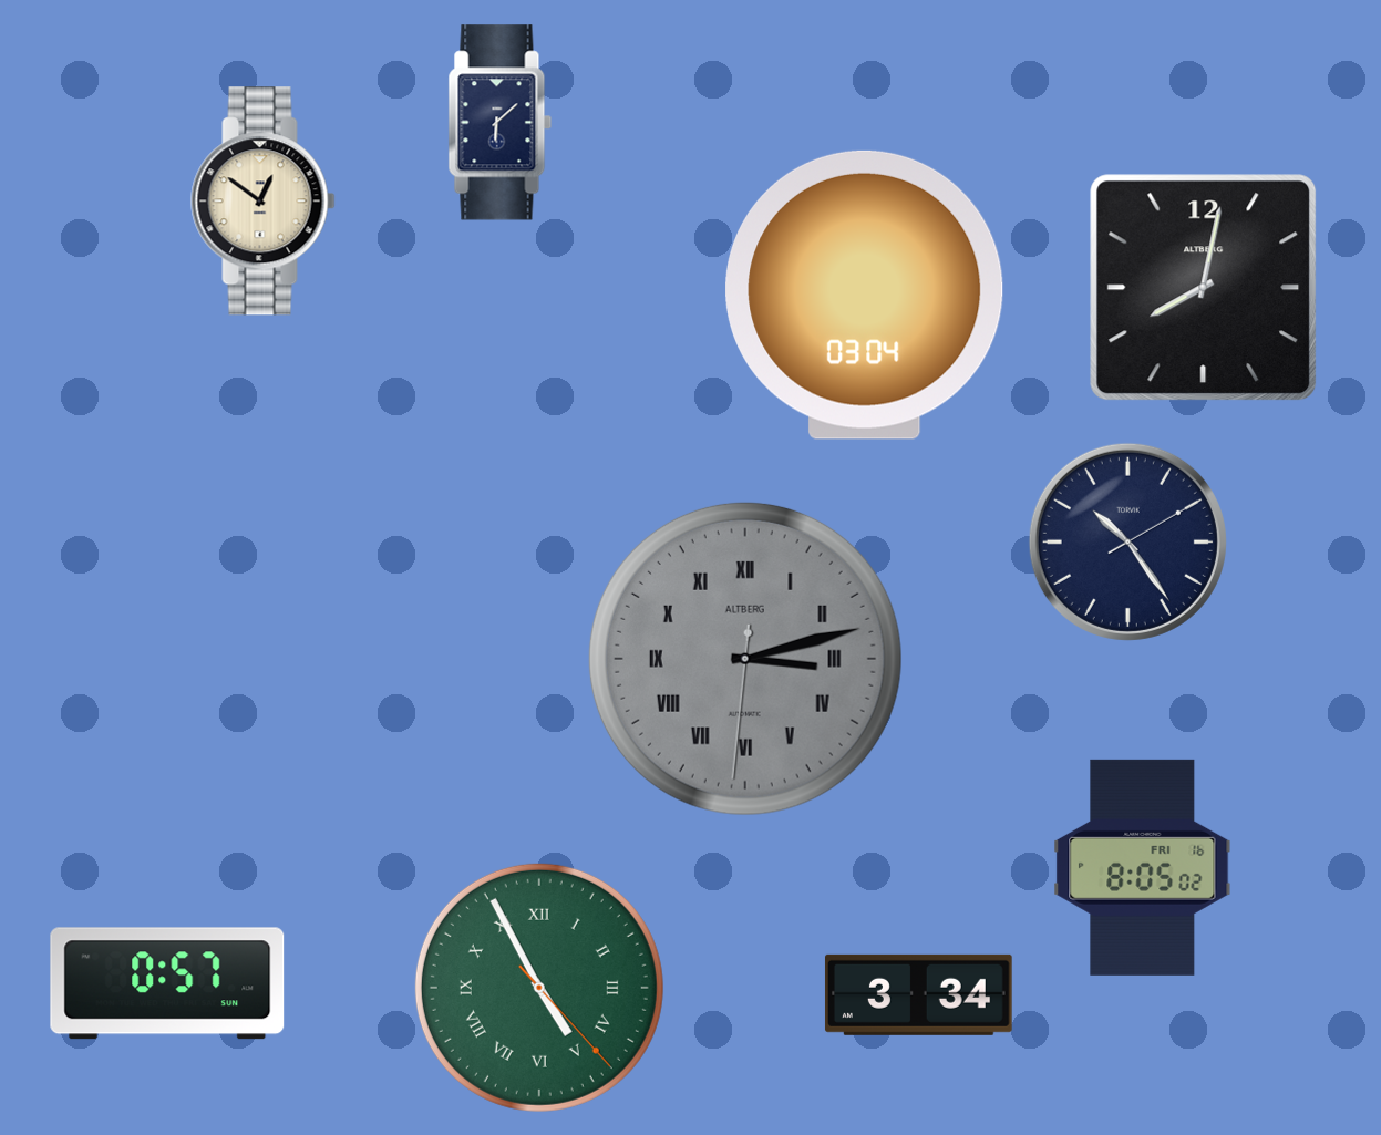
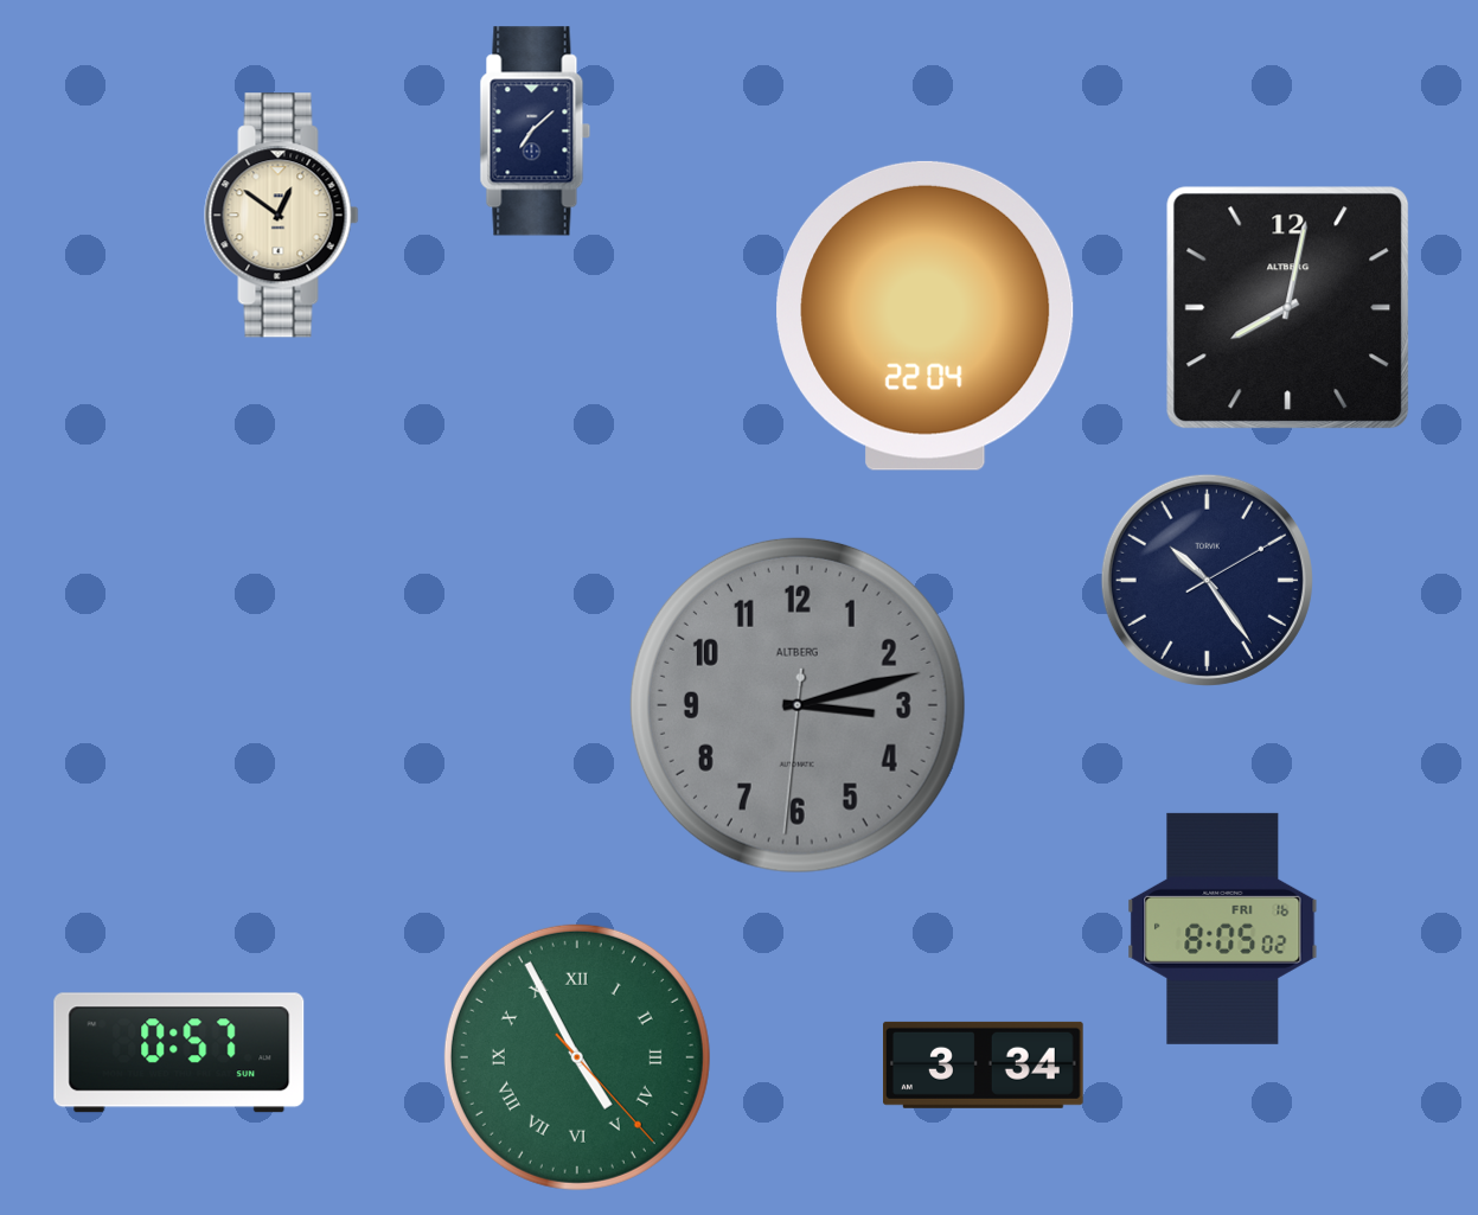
clock at (501, 123): 6:08 -> 7:08
clock at (865, 295): 03:04 -> 22:04
clock at (745, 659) numerals: Roman -> Arabic
